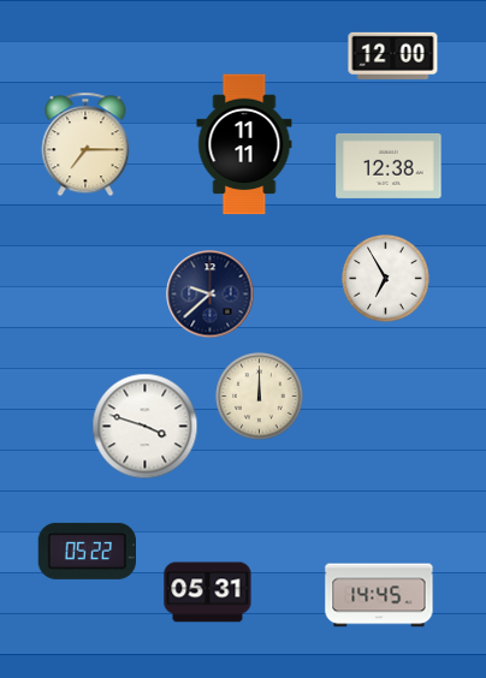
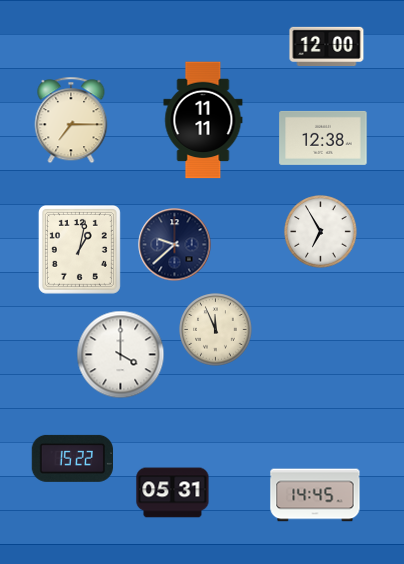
clock at (79, 249): none -> 1:02
clock at (260, 397): 12:00 -> 11:56
clock at (146, 427): 3:48 -> 4:00
clock at (87, 551): 05:22 -> 15:22
